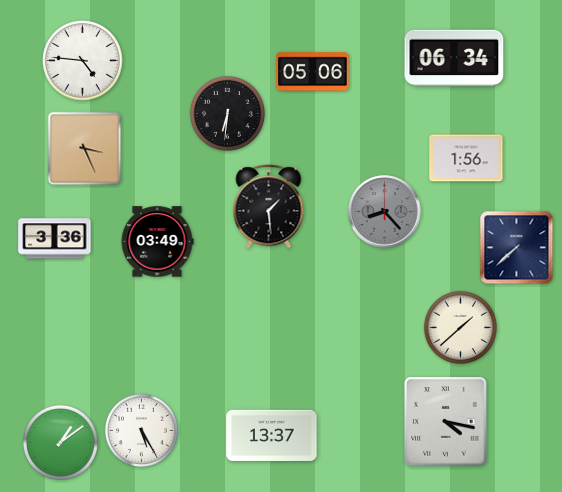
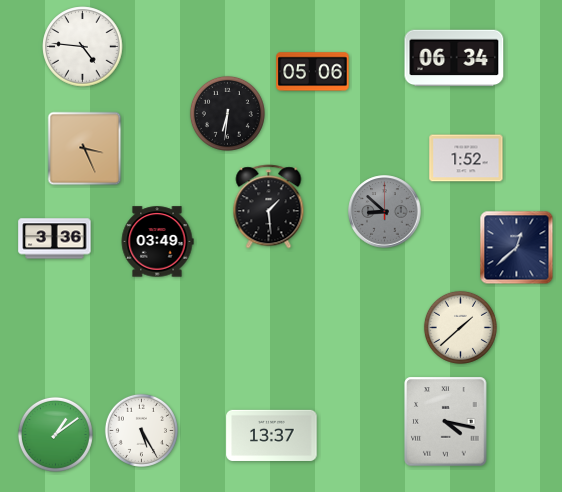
clock at (83, 61) position: (83, 61) -> (83, 47)
clock at (466, 158): 1:56 -> 1:52
clock at (385, 212): 8:23 -> 8:52
clock at (517, 248): 7:38 -> 12:38
clock at (60, 442) position: (60, 442) -> (55, 434)
